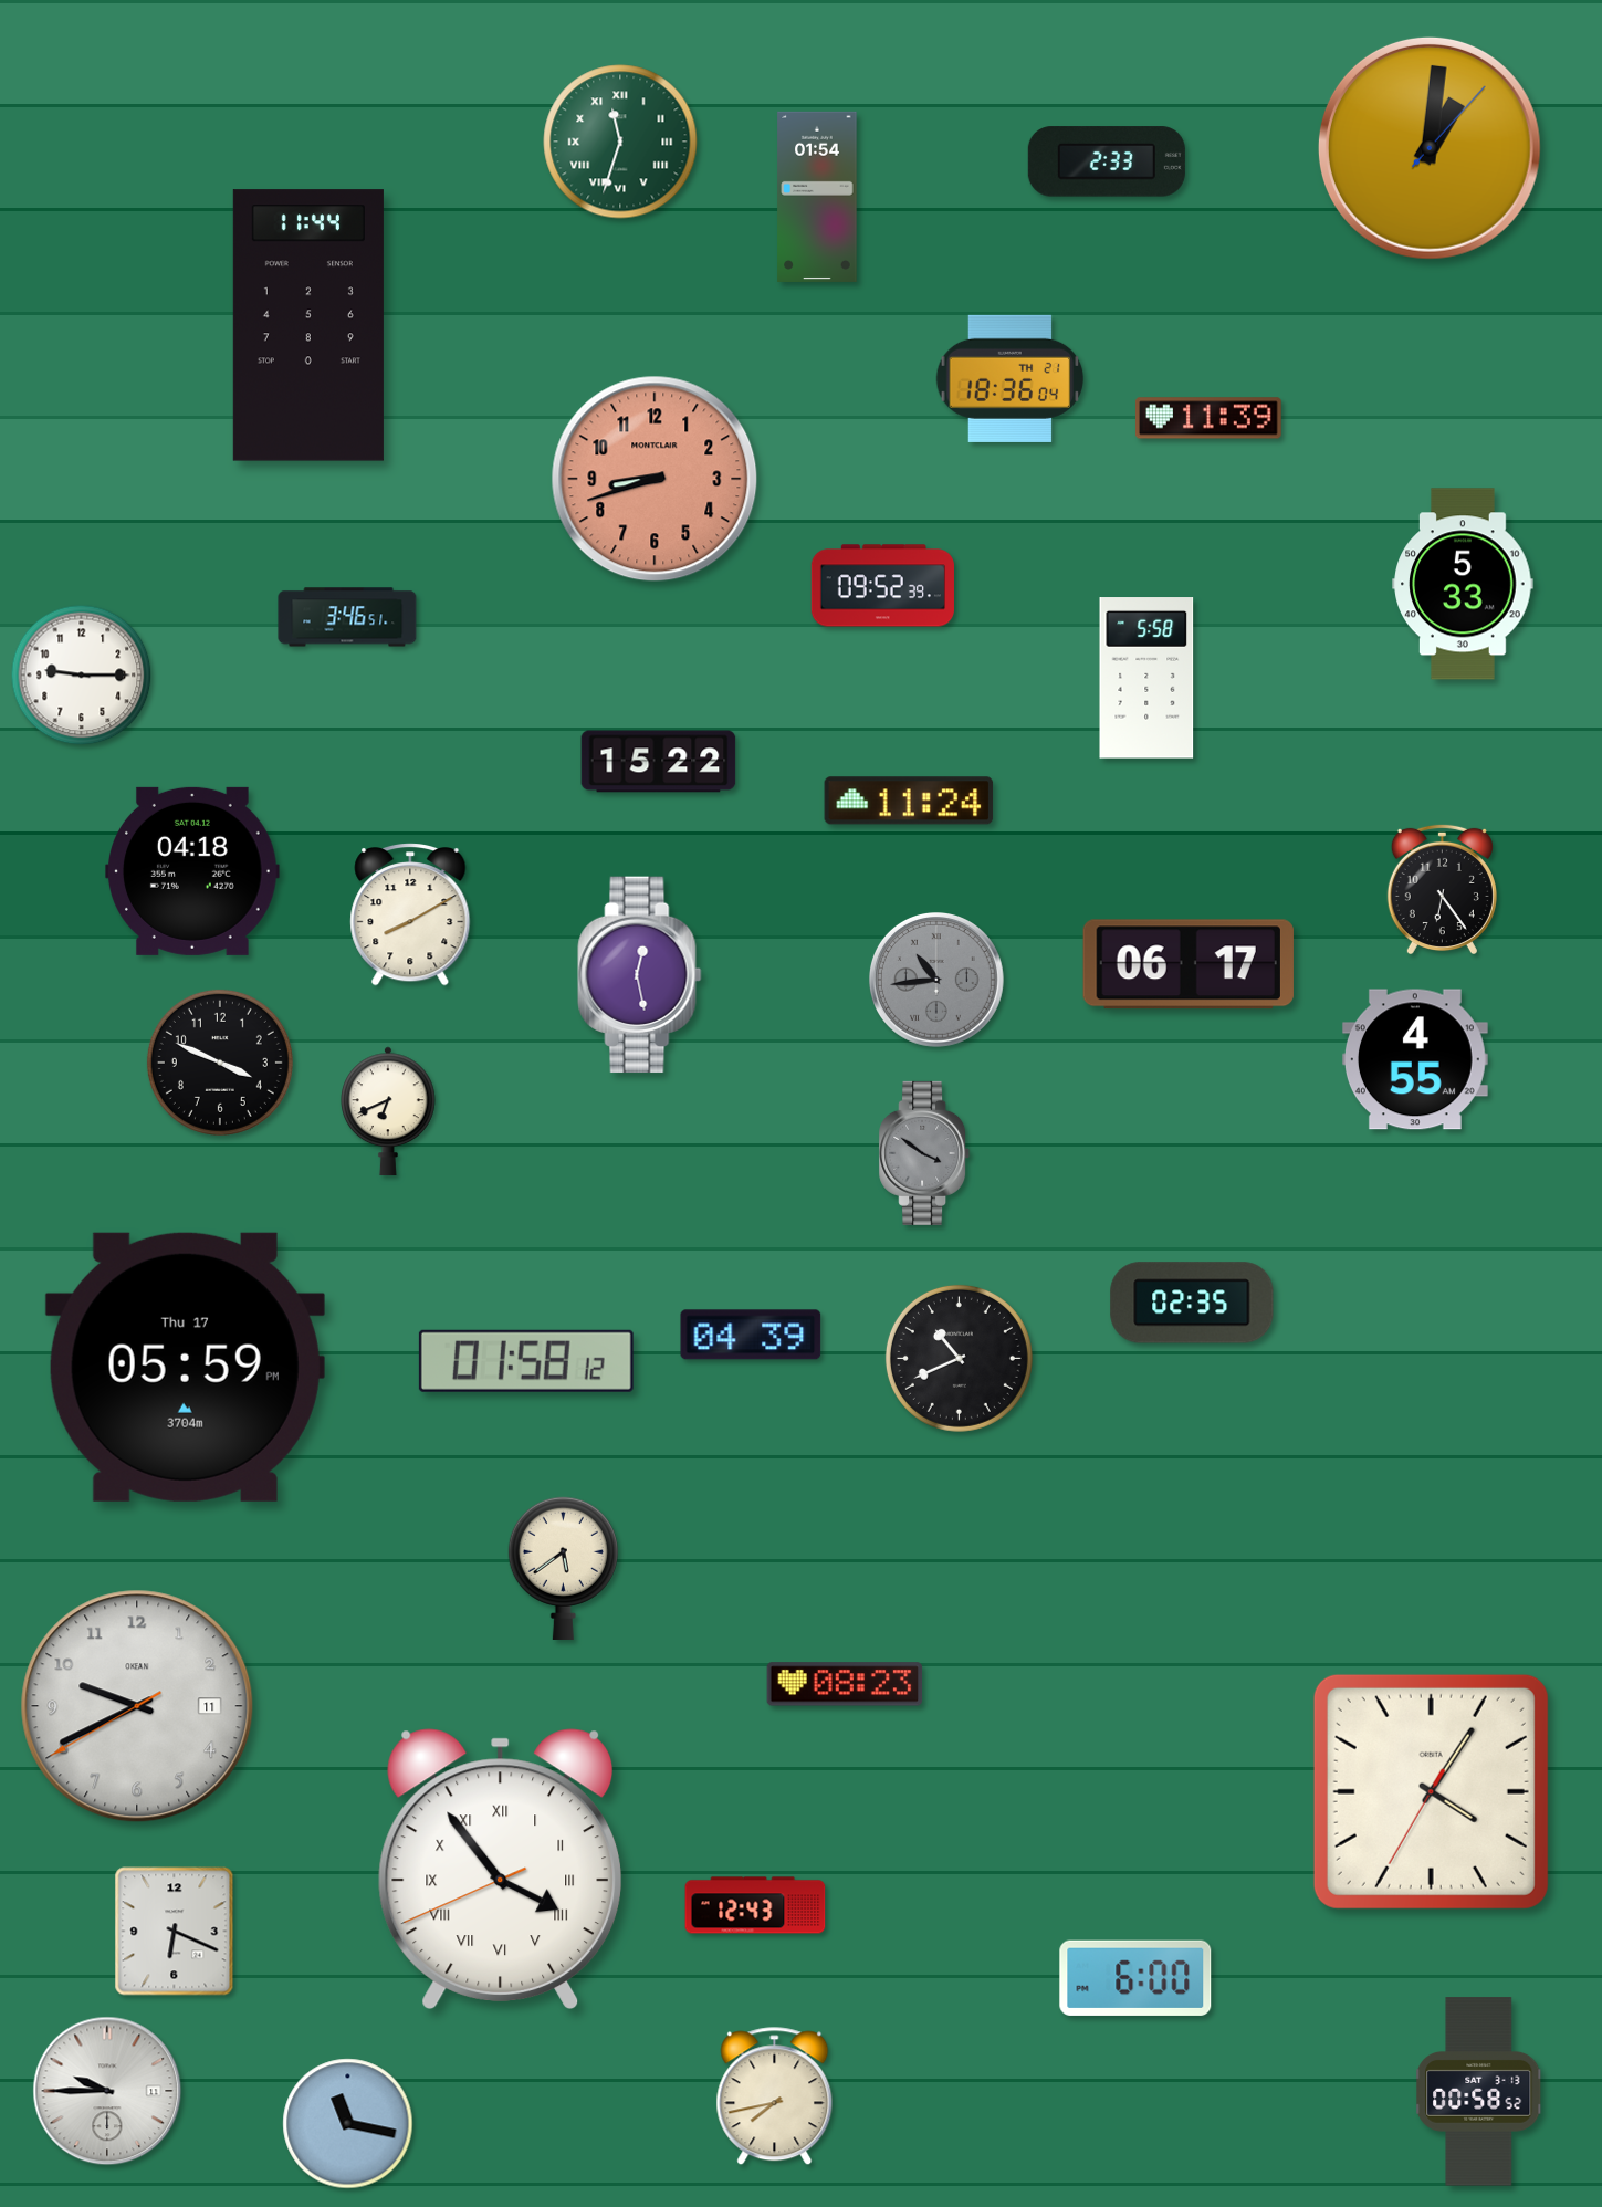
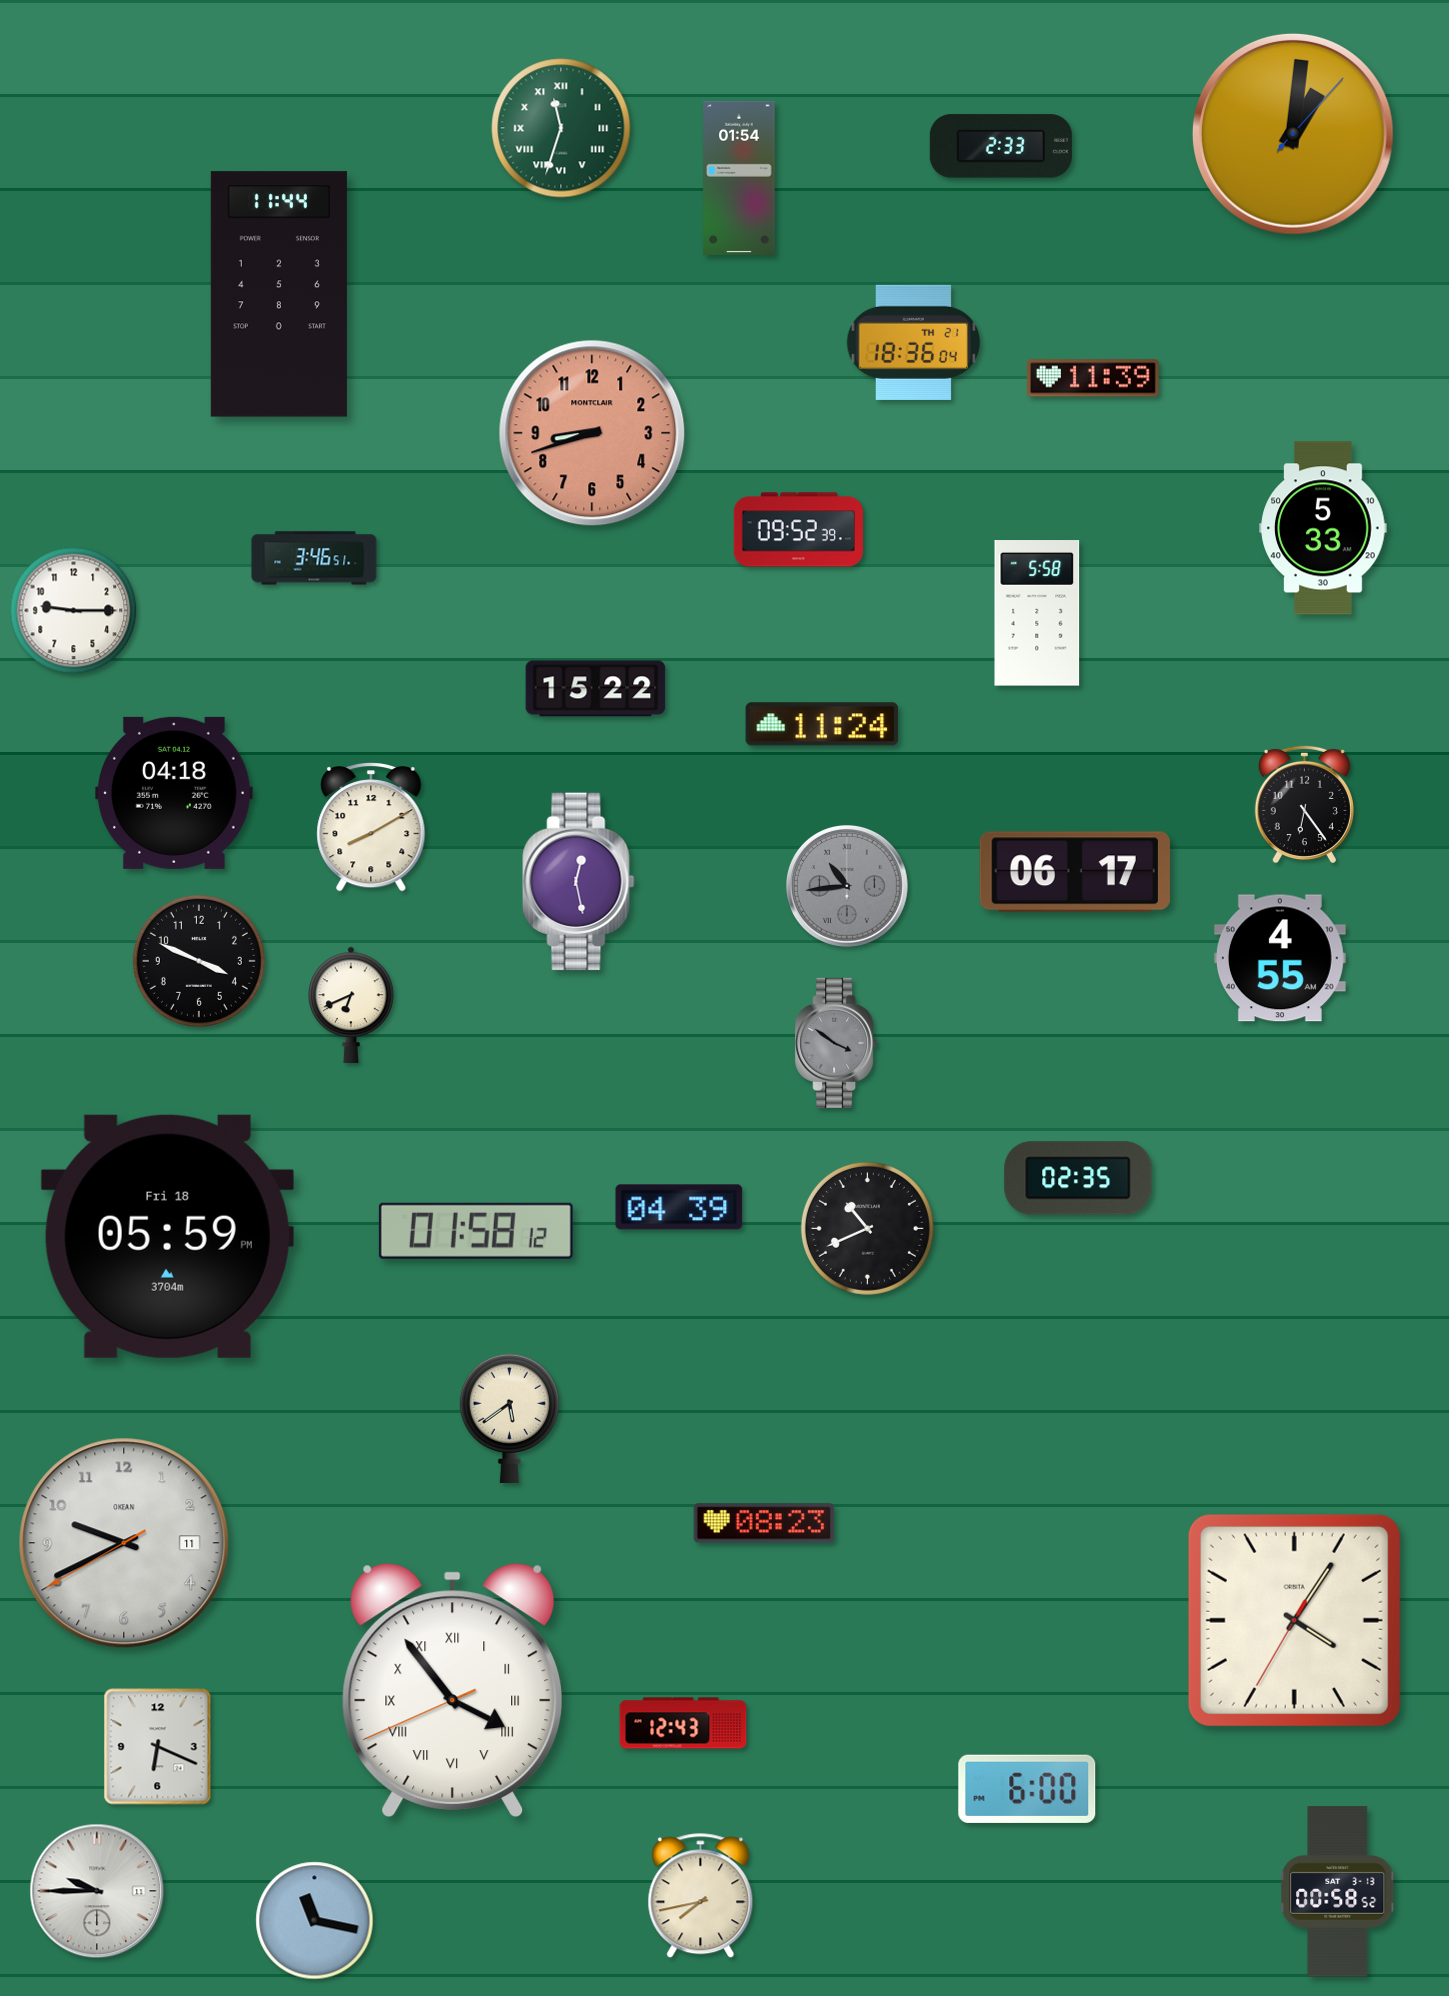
clock at (192, 871) position: (192, 871) -> (174, 793)
clock at (185, 1367) date: Thu 17 -> Fri 18
